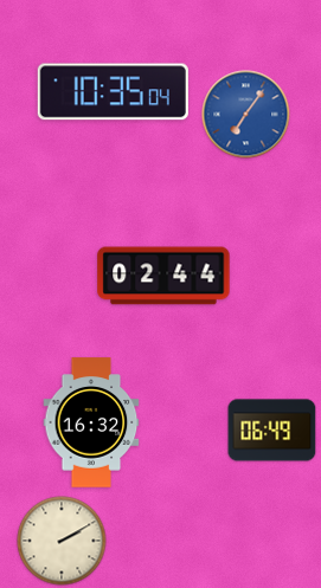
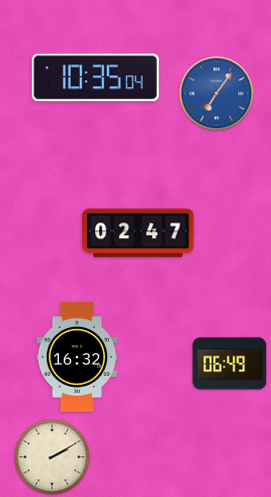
clock at (246, 115) position: (246, 115) -> (217, 94)
clock at (163, 276): 02:44 -> 02:47
